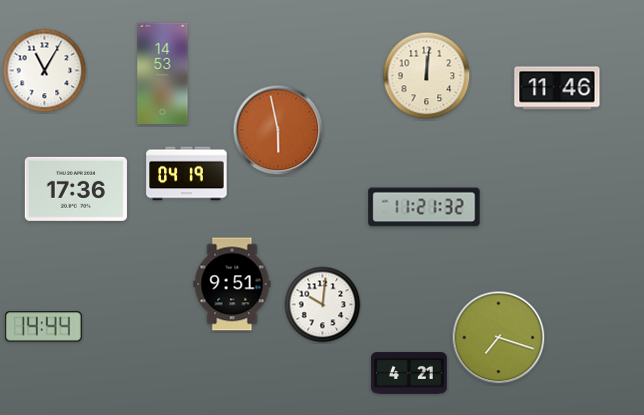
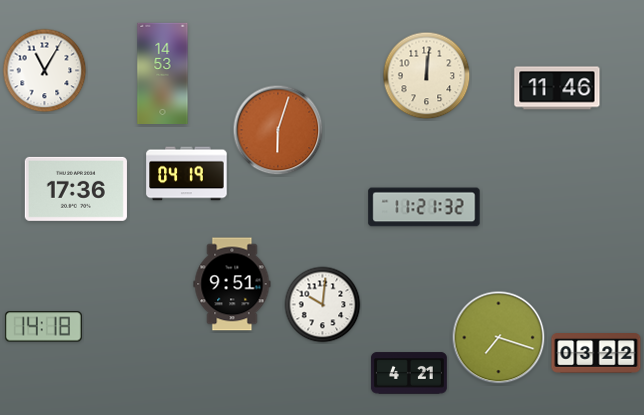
clock at (278, 130): 5:58 -> 6:03
clock at (43, 327): 14:44 -> 14:18
clock at (596, 354): none -> 03:22
